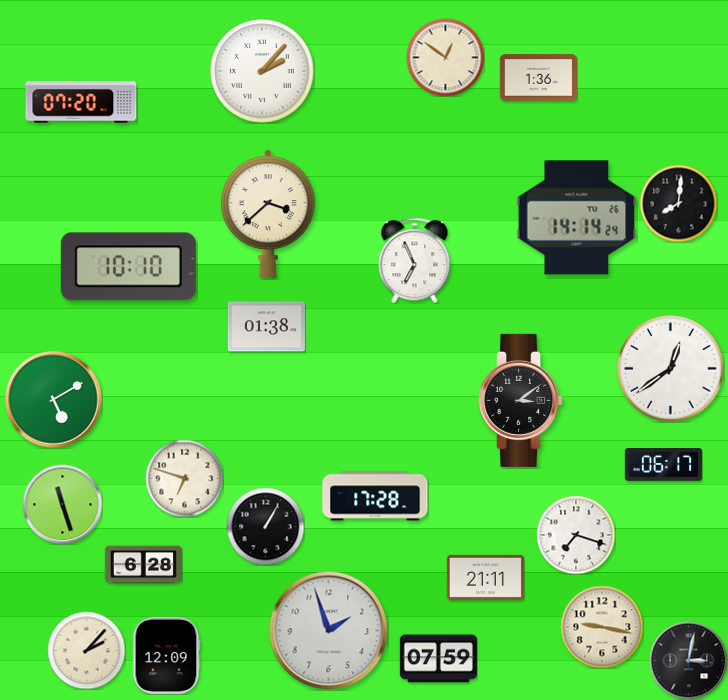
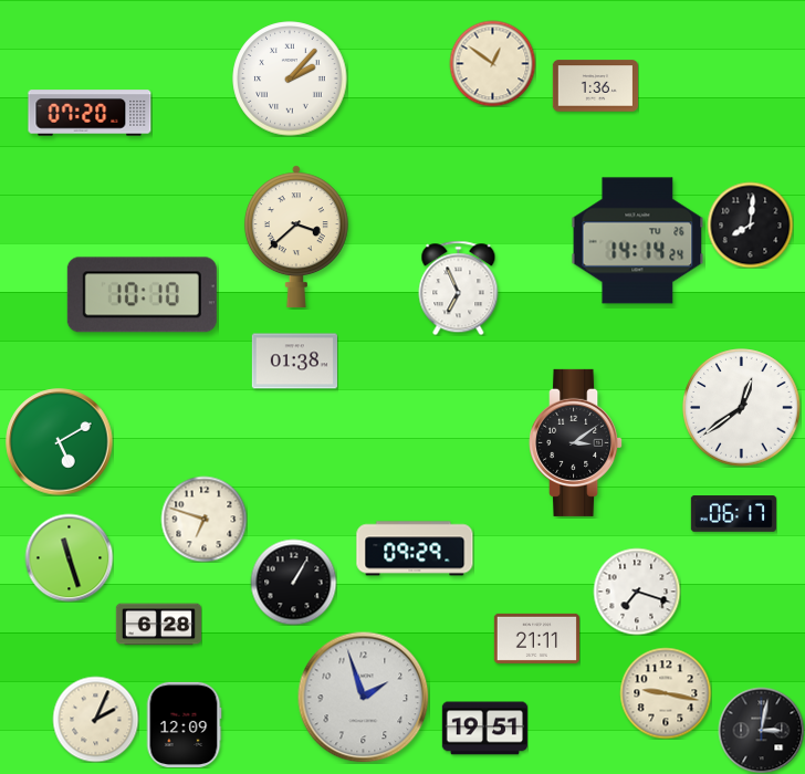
clock at (184, 478) position: (184, 478) -> (203, 519)
clock at (375, 496): 17:28 -> 09:29
clock at (86, 650): 2:07 -> 2:04
clock at (438, 659): 07:59 -> 19:51
